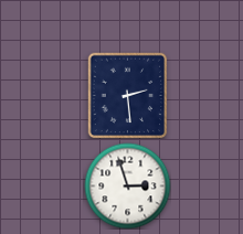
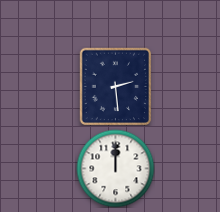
clock at (127, 185): 2:57 -> 12:00
